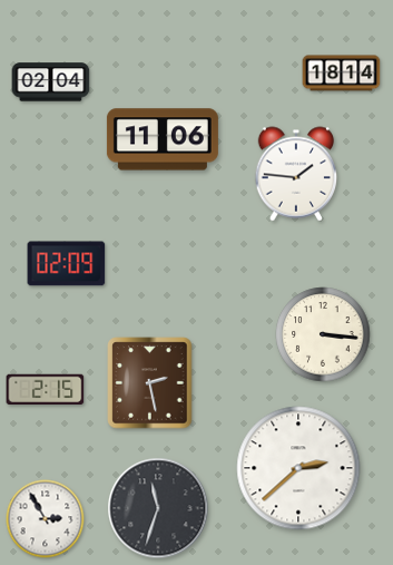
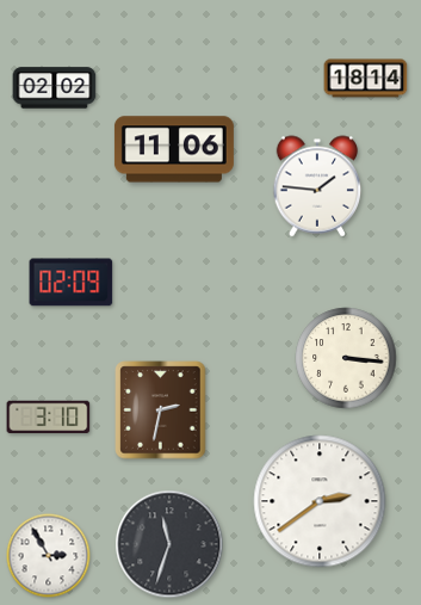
clock at (51, 82): 02:04 -> 02:02
clock at (150, 383): 2:28 -> 2:32
clock at (46, 390): 2:15 -> 3:10
clock at (298, 468): 2:38 -> 2:39
